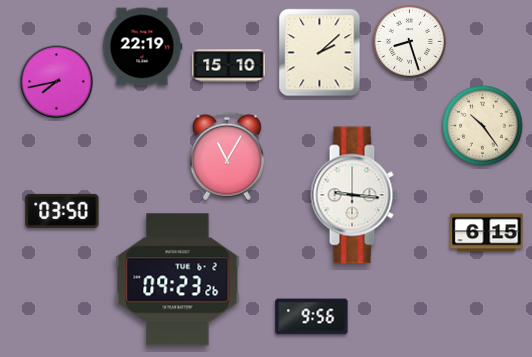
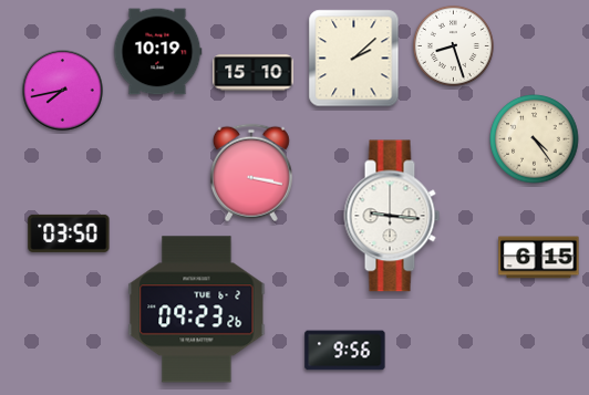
clock at (142, 47): 22:19 -> 10:19
clock at (483, 126): 10:24 -> 4:24
clock at (227, 156): 11:05 -> 3:17
